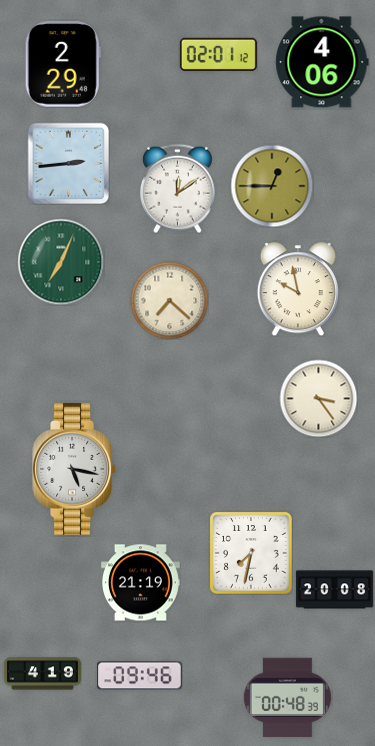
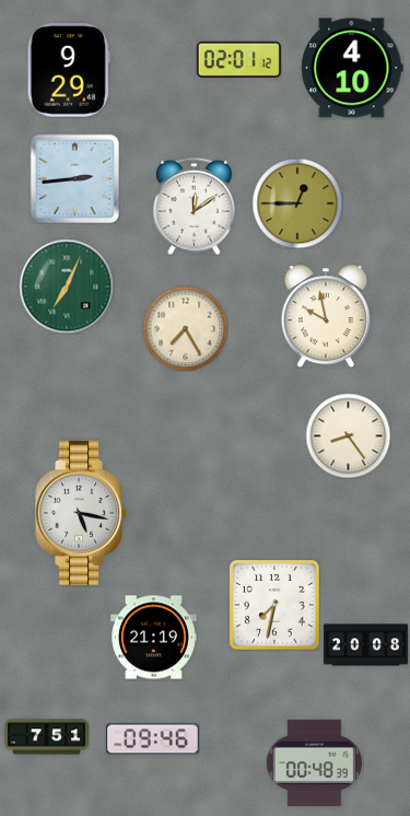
clock at (322, 62): 4:06 -> 4:10
clock at (63, 64): 2:29 -> 9:29
clock at (169, 300): 7:22 -> 7:25
clock at (318, 398): 3:24 -> 8:24
clock at (42, 674): 4:19 -> 7:51
